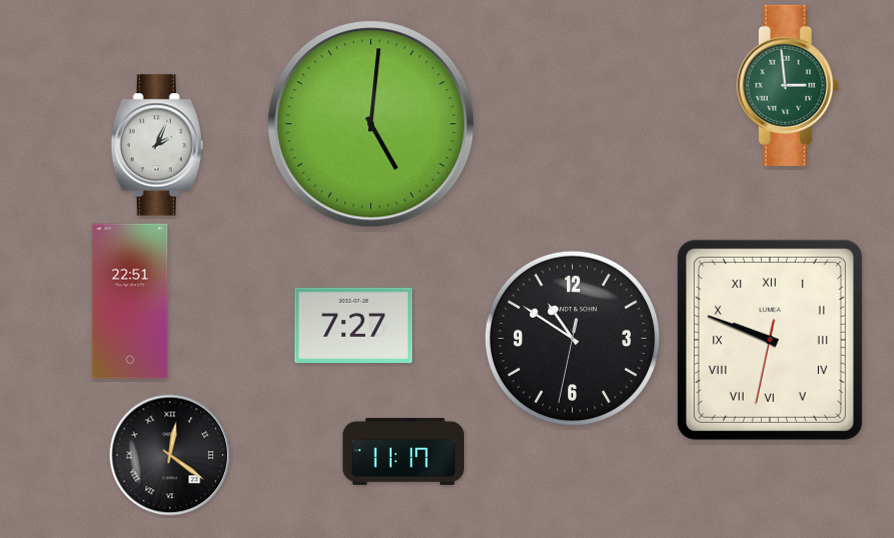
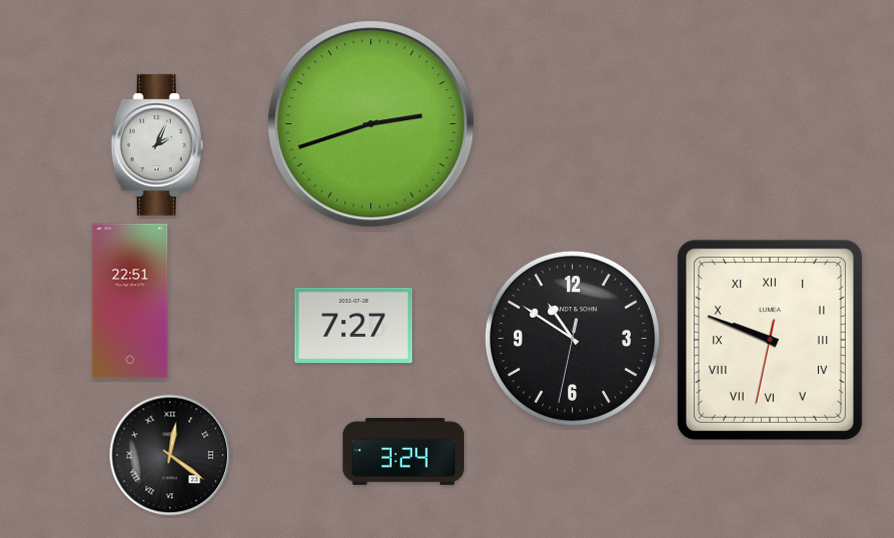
clock at (788, 85): 2:59 -> none
clock at (371, 124): 5:01 -> 2:42
clock at (404, 451): 11:17 -> 3:24
